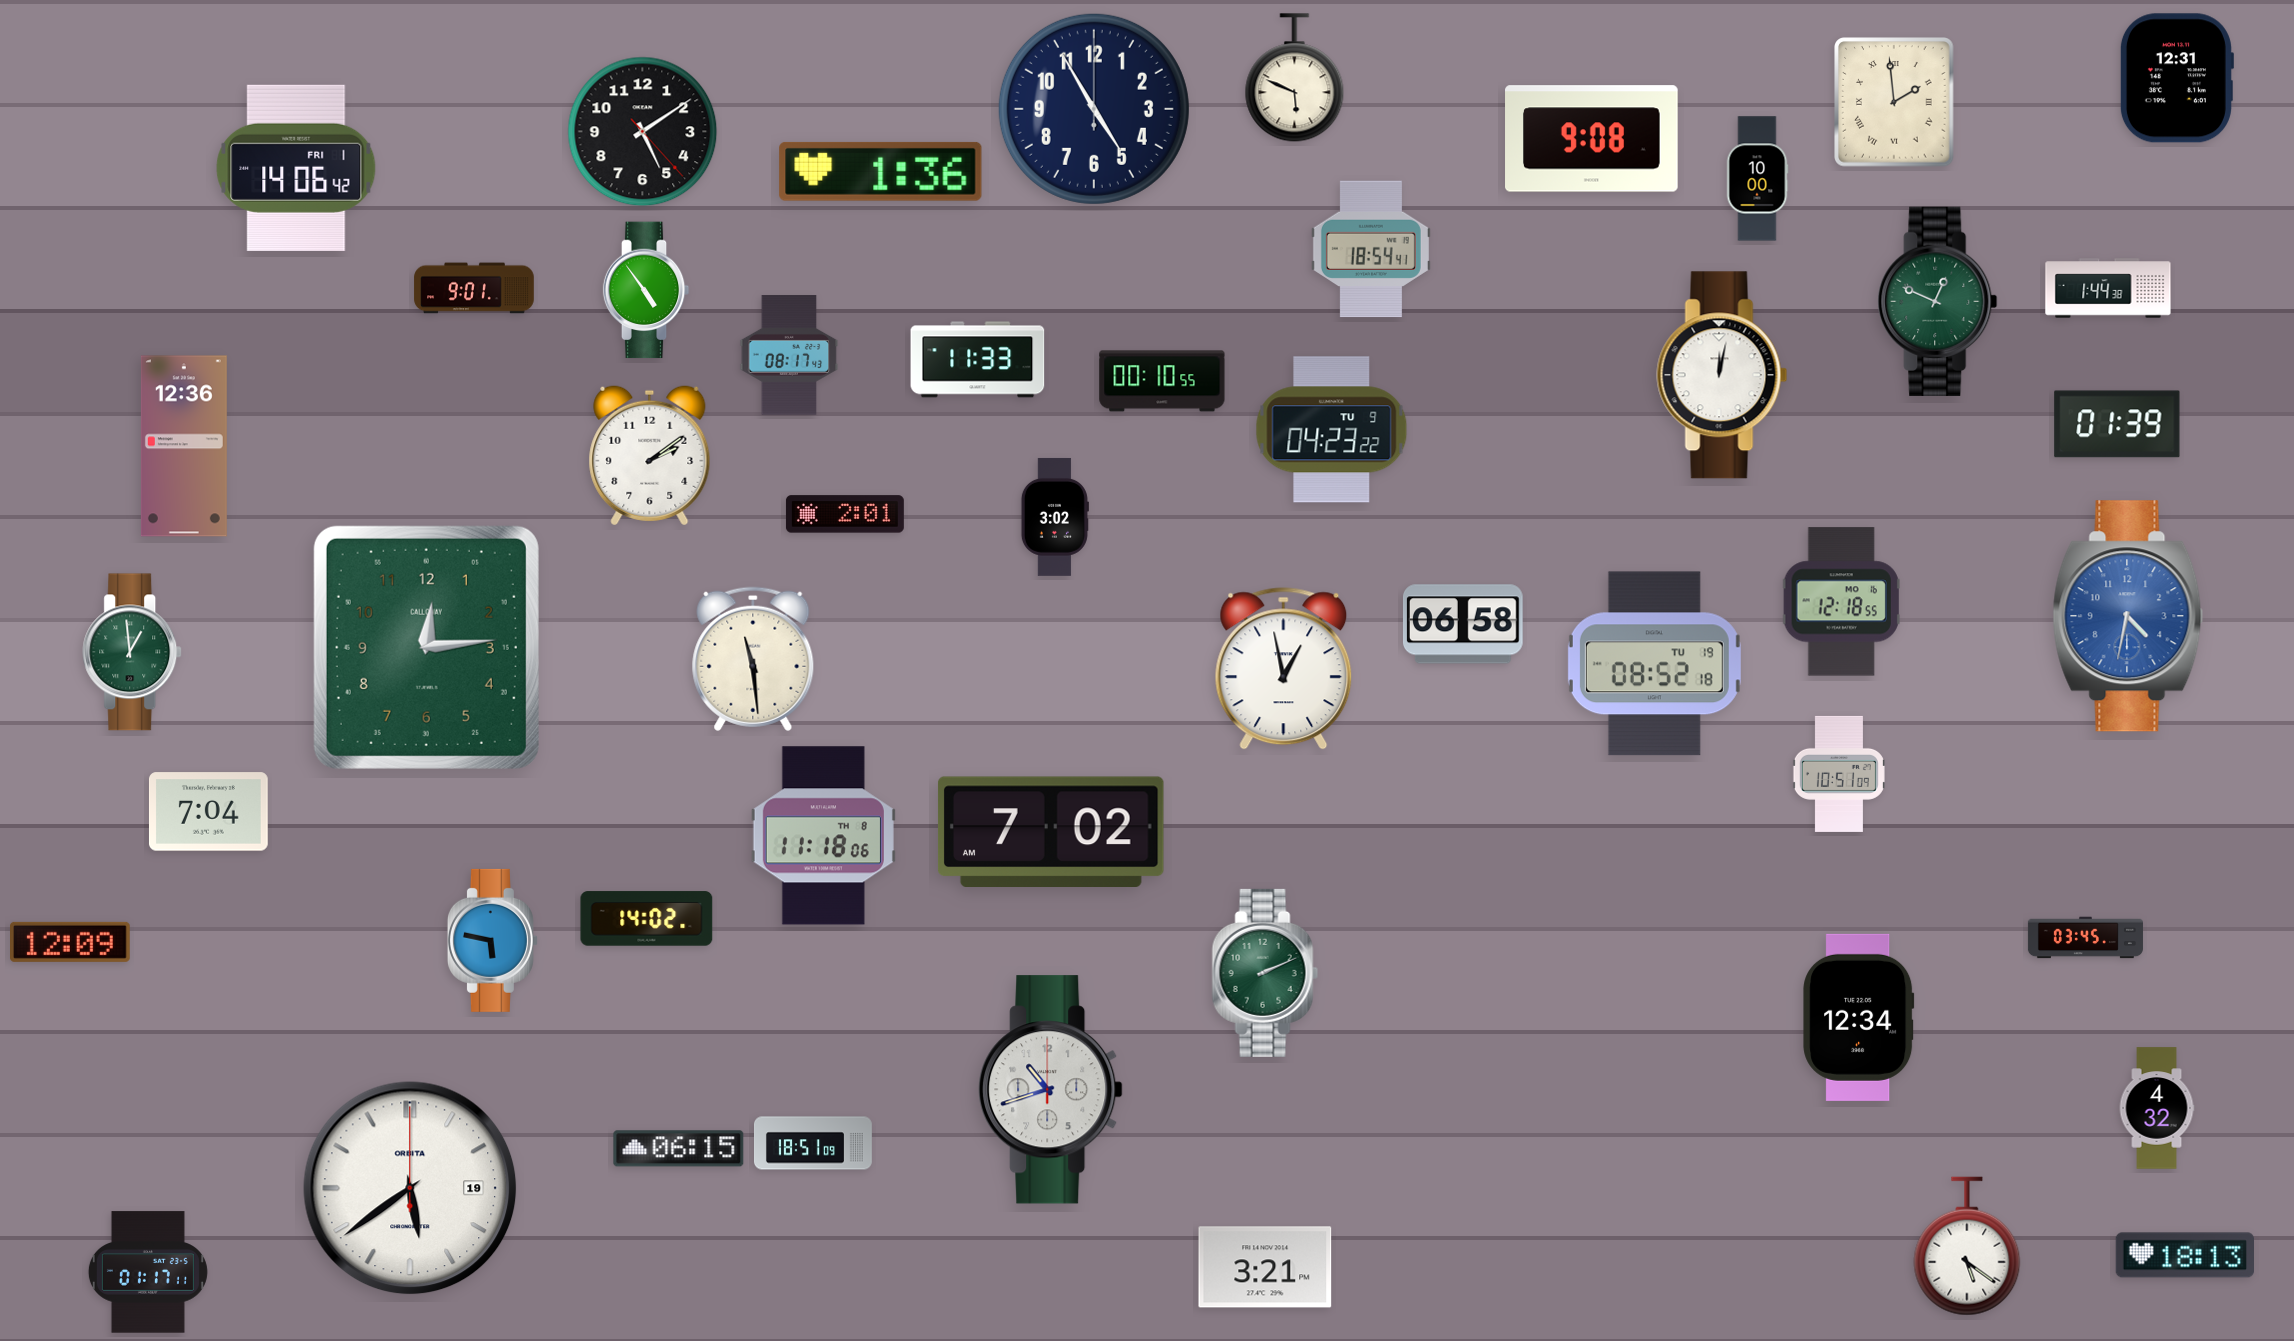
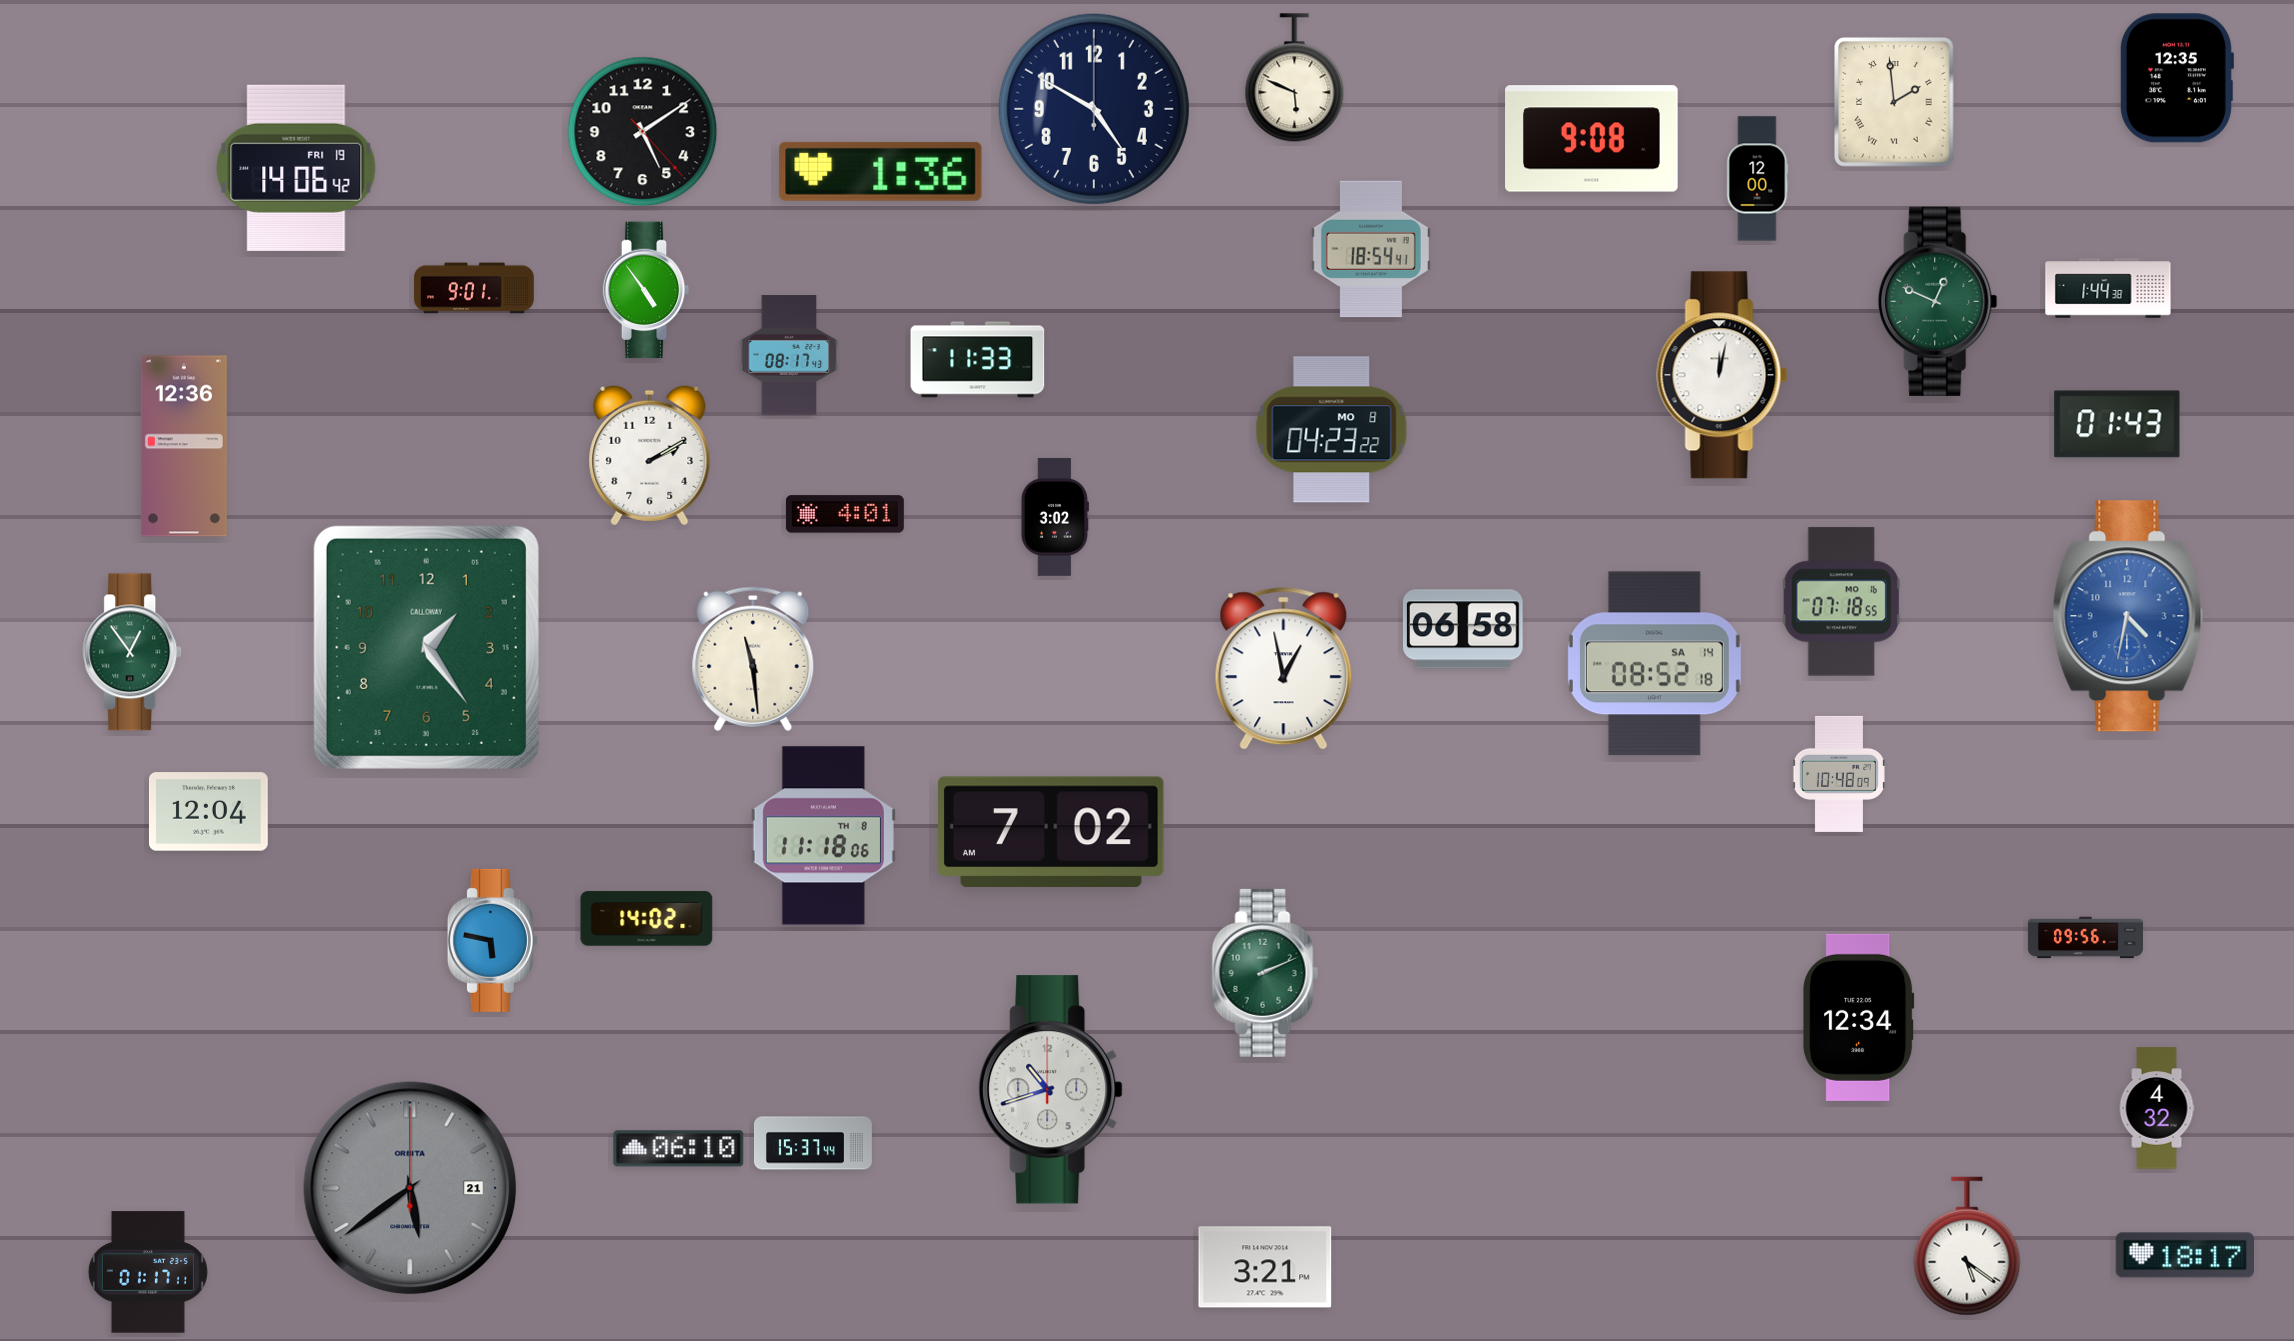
clock at (2176, 78): 12:31 -> 12:35
clock at (1094, 109): 4:55 -> 4:50
clock at (296, 168) date: FRI 1 -> FRI 19
clock at (1757, 179): 10:00 -> 12:00
clock at (1162, 381): 00:10 -> none
clock at (2117, 424): 01:39 -> 01:43
clock at (1332, 430) date: TU 9 -> MO 8
clock at (650, 456): 2:09 -> 2:10
clock at (845, 514): 2:01 -> 4:01
clock at (1841, 602): 12:18 -> 07:18
clock at (1463, 624) position: (1463, 624) -> (1463, 629)
clock at (426, 647): 12:14 -> 1:24
clock at (133, 652): 12:59 -> 12:54
clock at (1654, 664) date: TU 19 -> SA 14
clock at (1839, 774): 10:51 -> 10:48
clock at (208, 812): 7:04 -> 12:04
clock at (2085, 938): 03:45 -> 09:56
clock at (71, 942): 12:09 -> none
clock at (814, 1143): 18:51 -> 15:37
clock at (679, 1149): 06:15 -> 06:10
clock at (410, 1188) date: 19 -> 21
clock at (410, 1188) dial: white -> grey
clock at (2184, 1255): 18:13 -> 18:17
